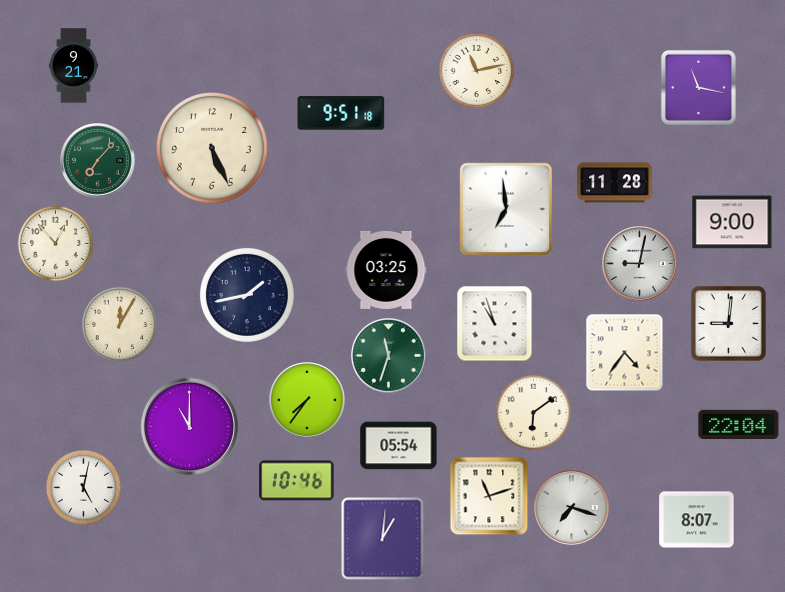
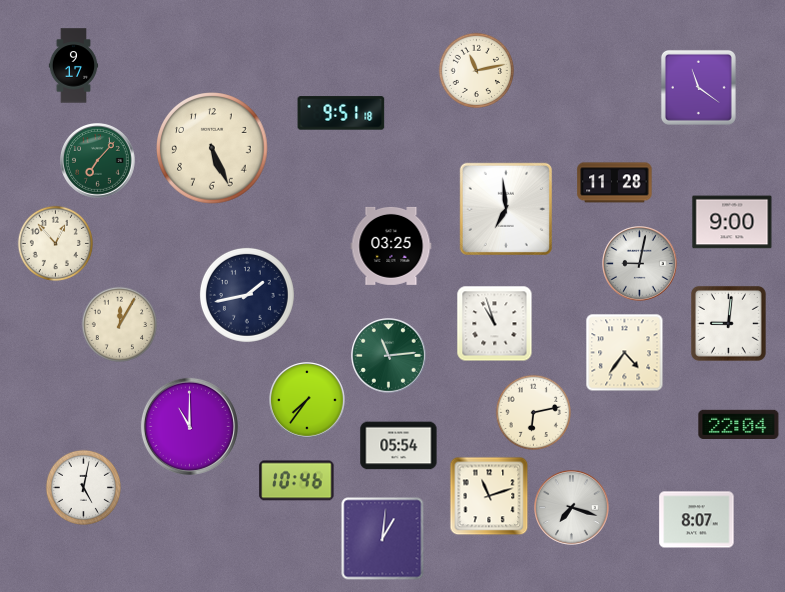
clock at (74, 66): 9:21 -> 9:17
clock at (698, 87): 11:17 -> 11:21
clock at (386, 270) position: (386, 270) -> (391, 246)
clock at (389, 356): 11:33 -> 11:14
clock at (533, 412): 6:09 -> 6:13
